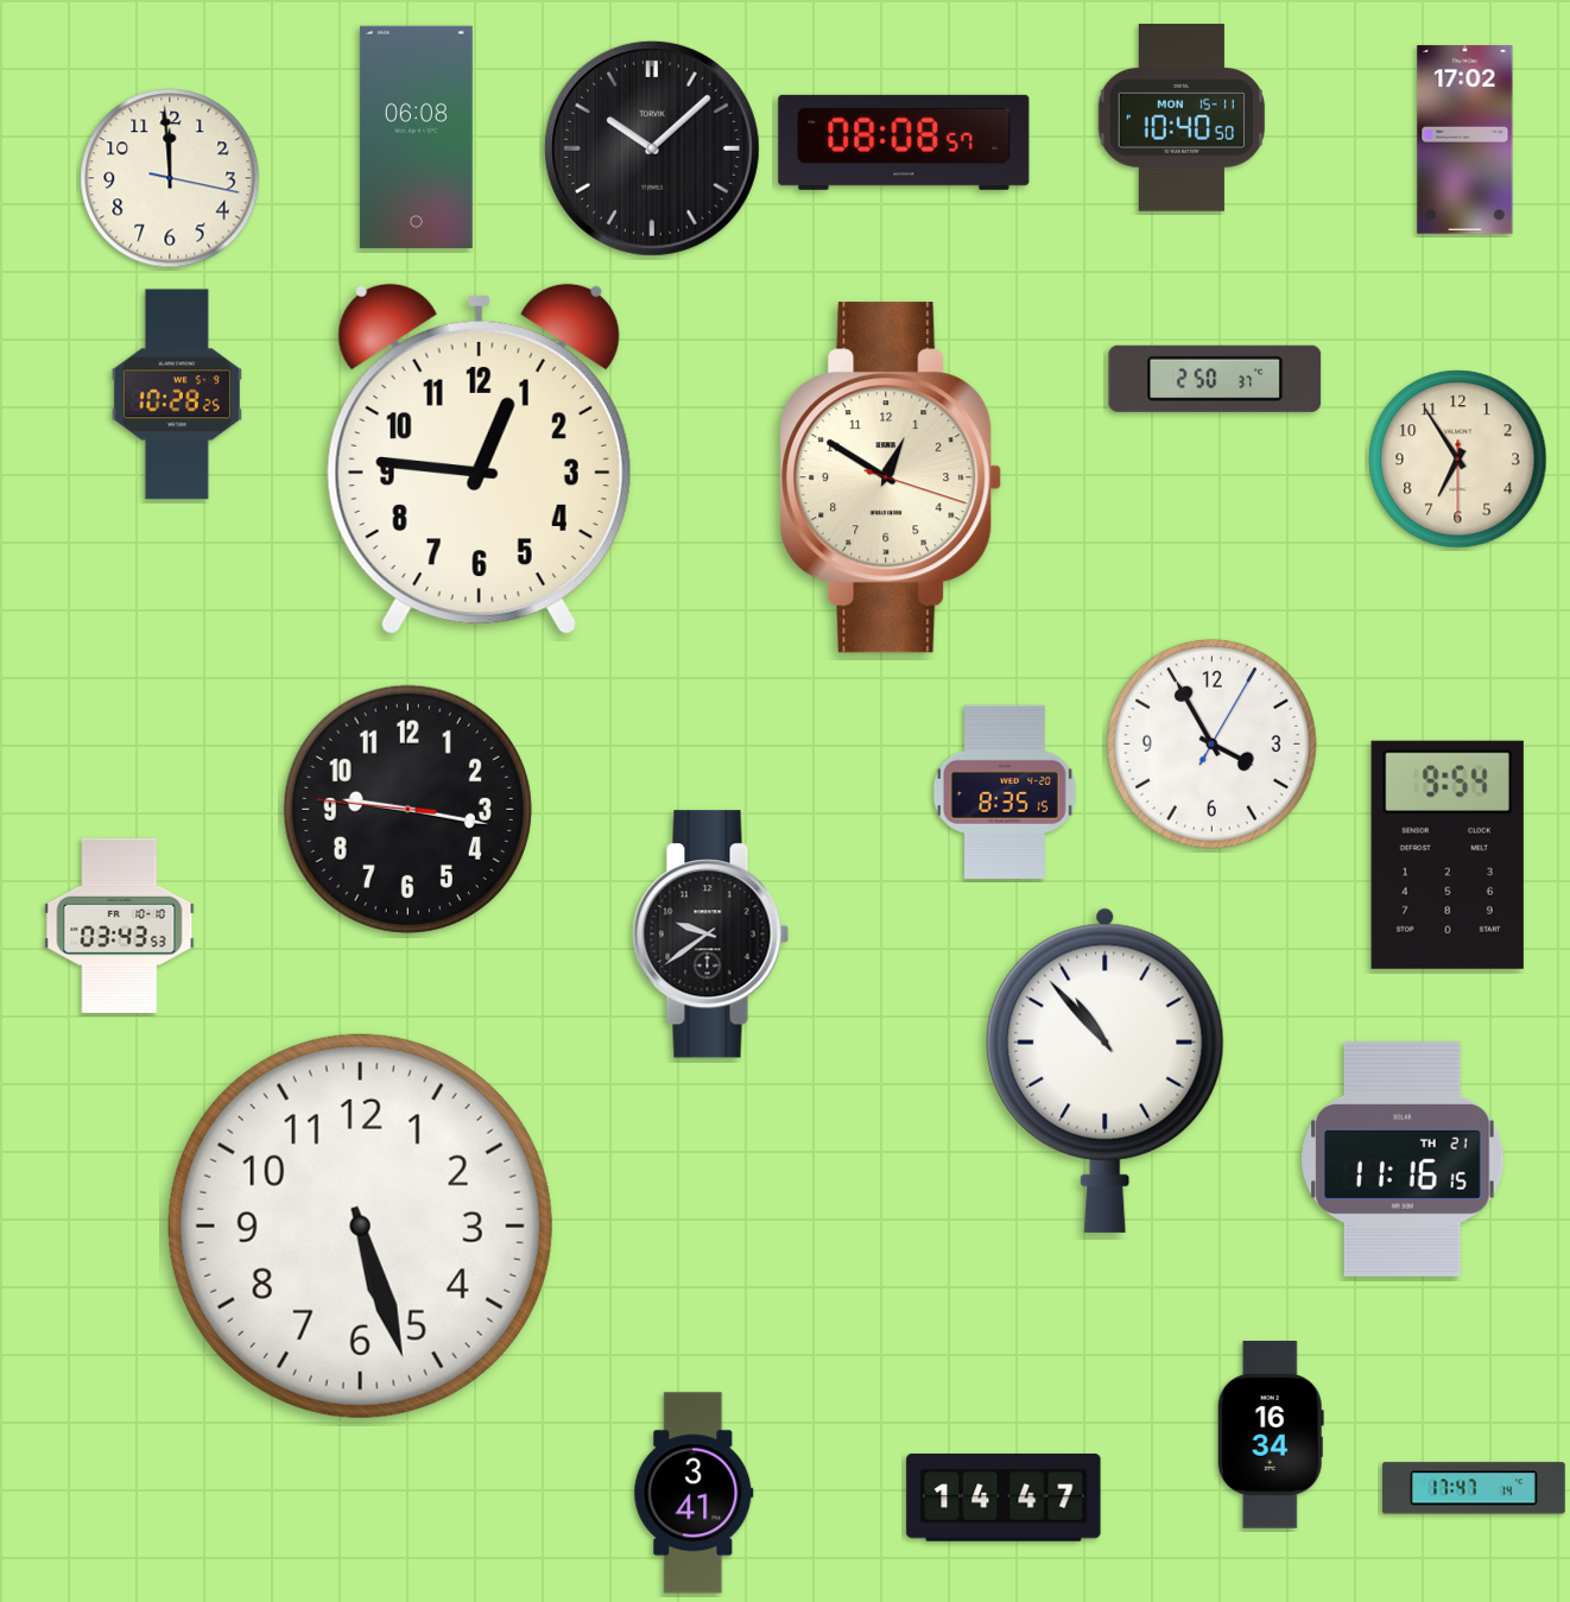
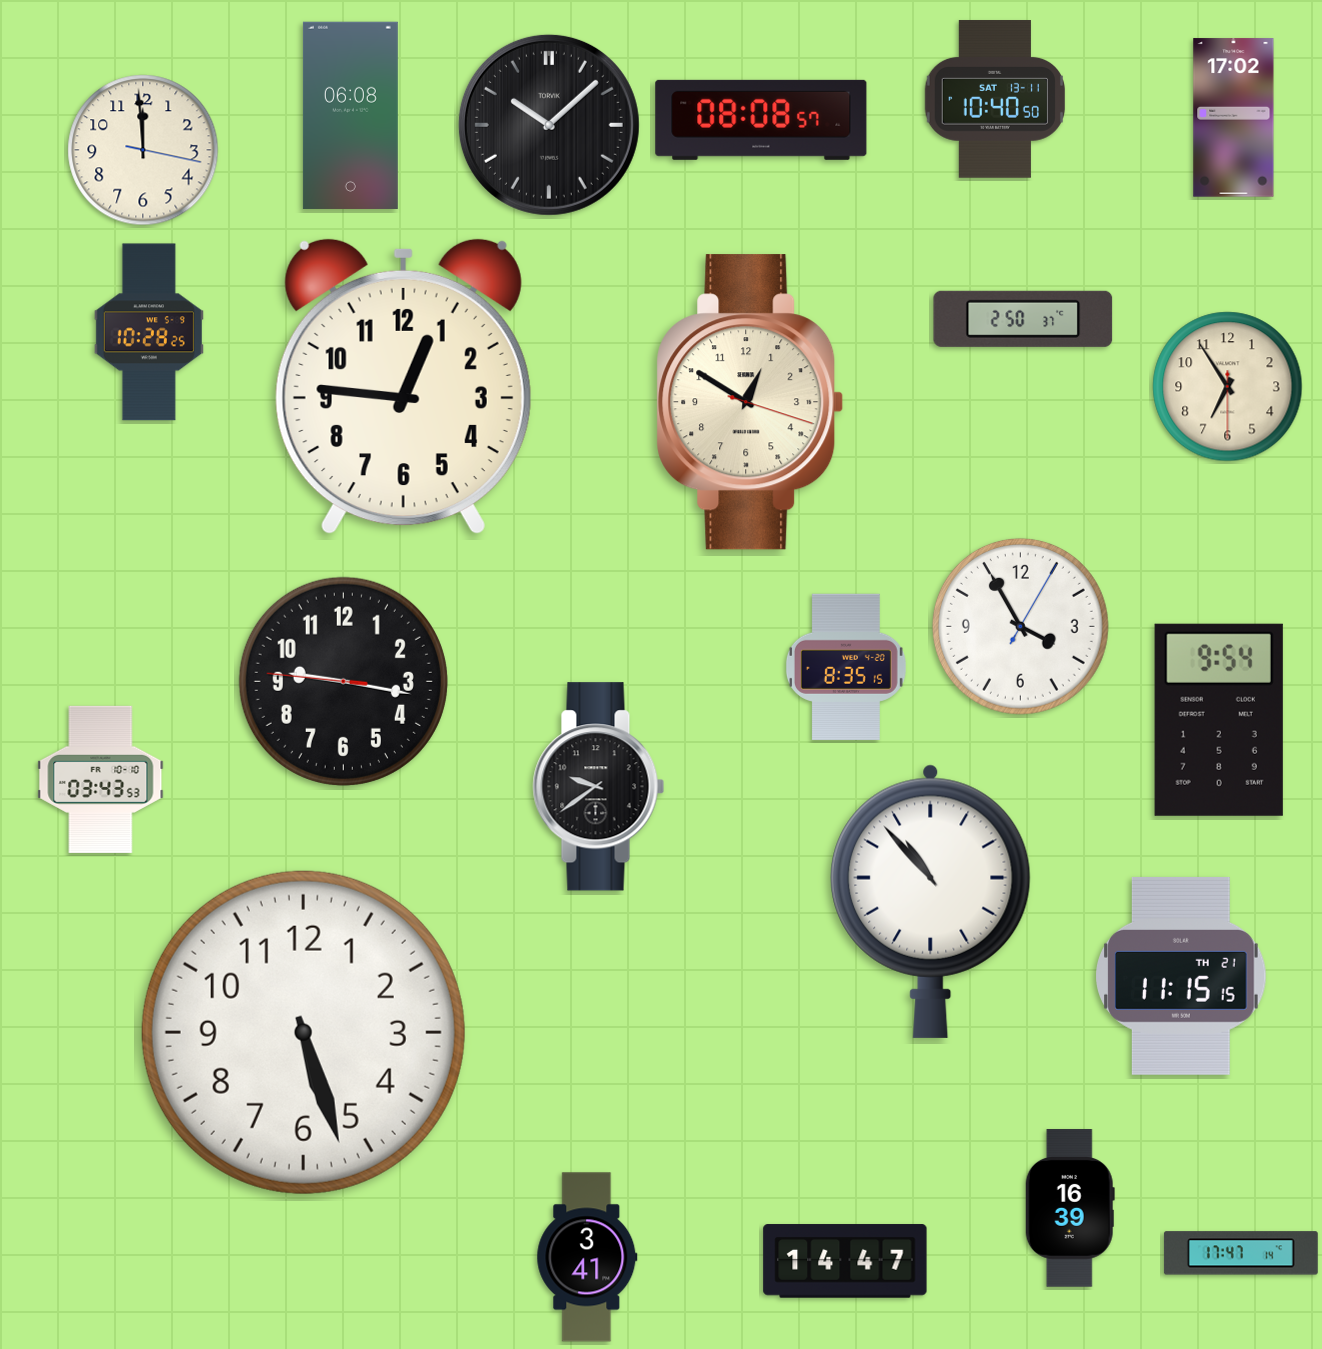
clock at (1180, 118) date: MON 15-11 -> SAT 13-11
clock at (1403, 1159): 11:16 -> 11:15
clock at (1271, 1435): 16:34 -> 16:39
clock at (694, 1493) position: (694, 1493) -> (587, 1257)
